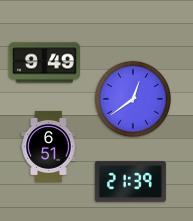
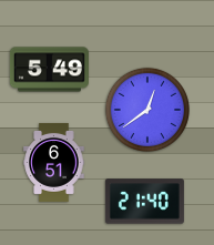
clock at (44, 63): 9:49 -> 5:49
clock at (130, 182): 21:39 -> 21:40
